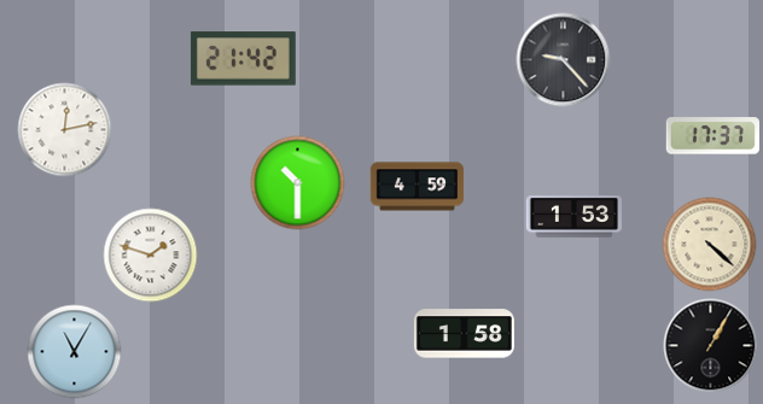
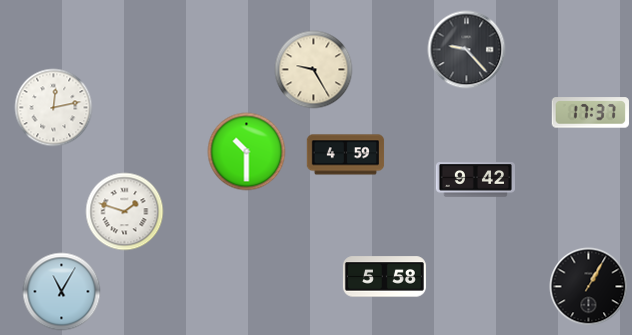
clock at (243, 59): 21:42 -> none
clock at (313, 69): none -> 9:25
clock at (573, 217): 1:53 -> 9:42
clock at (709, 244): 4:22 -> none
clock at (464, 334): 1:58 -> 5:58
